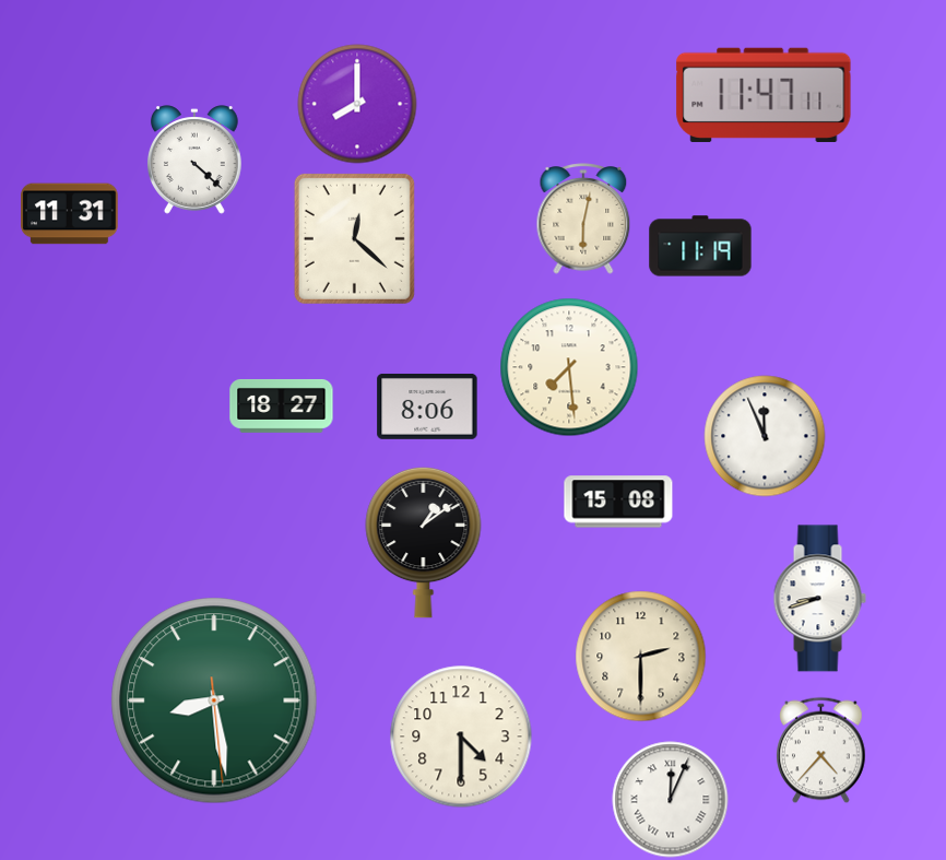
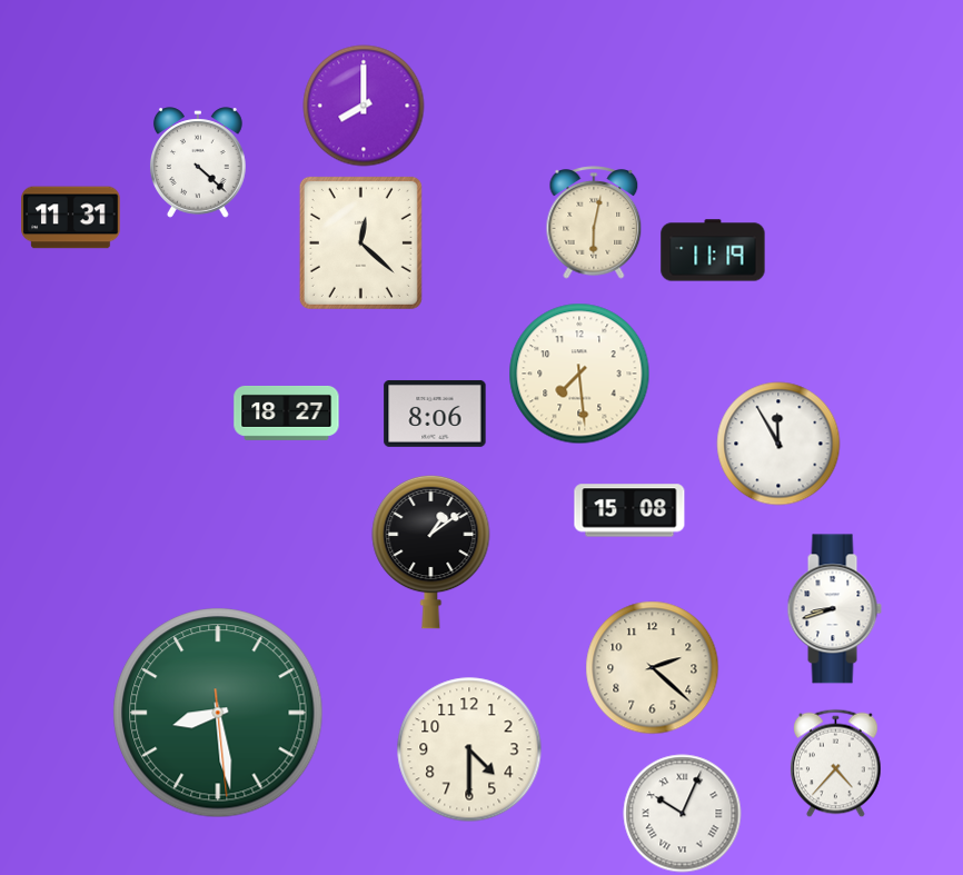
clock at (764, 95): 11:47 -> none
clock at (765, 436): 11:56 -> 11:55
clock at (641, 657): 2:30 -> 2:22
clock at (671, 800): 12:04 -> 10:04
